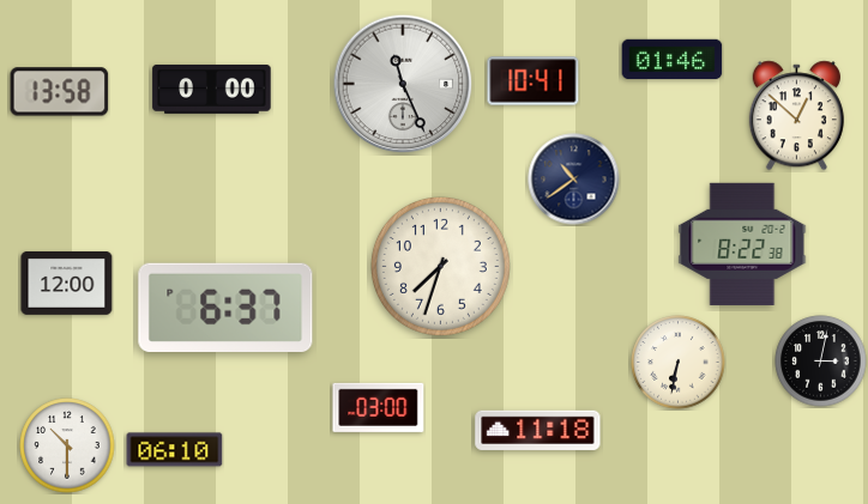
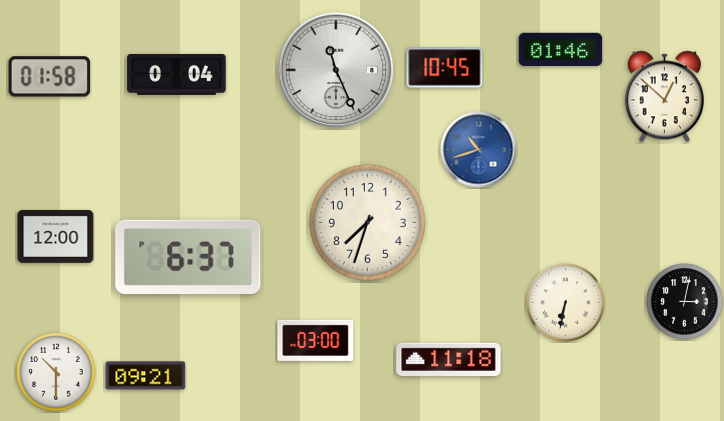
clock at (534, 81): 10:41 -> 10:45
clock at (212, 89): 0:00 -> 0:04
clock at (60, 92): 13:58 -> 01:58
clock at (574, 180): 10:39 -> 10:42
clock at (574, 180) dial: navy -> blue
clock at (742, 244): 8:22 -> none
clock at (175, 450): 06:10 -> 09:21
